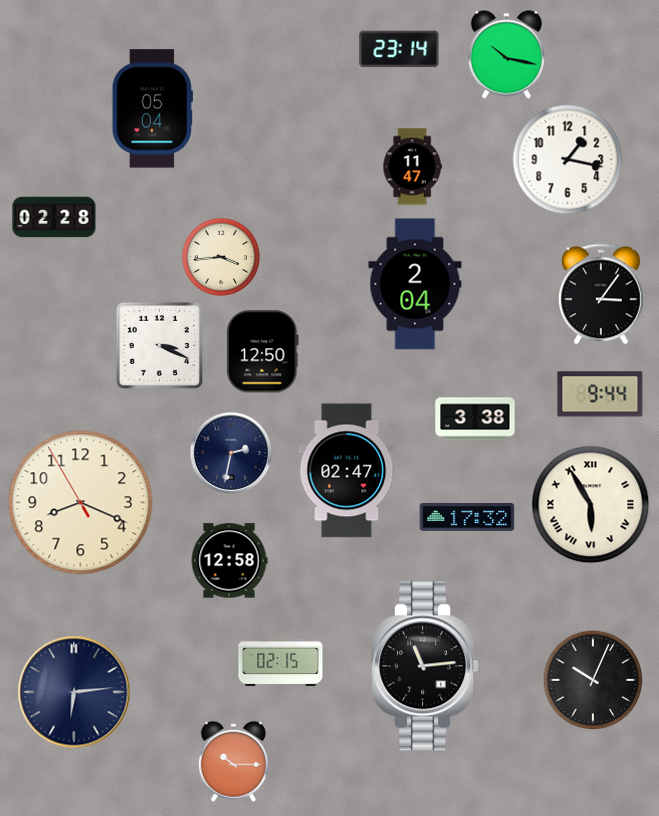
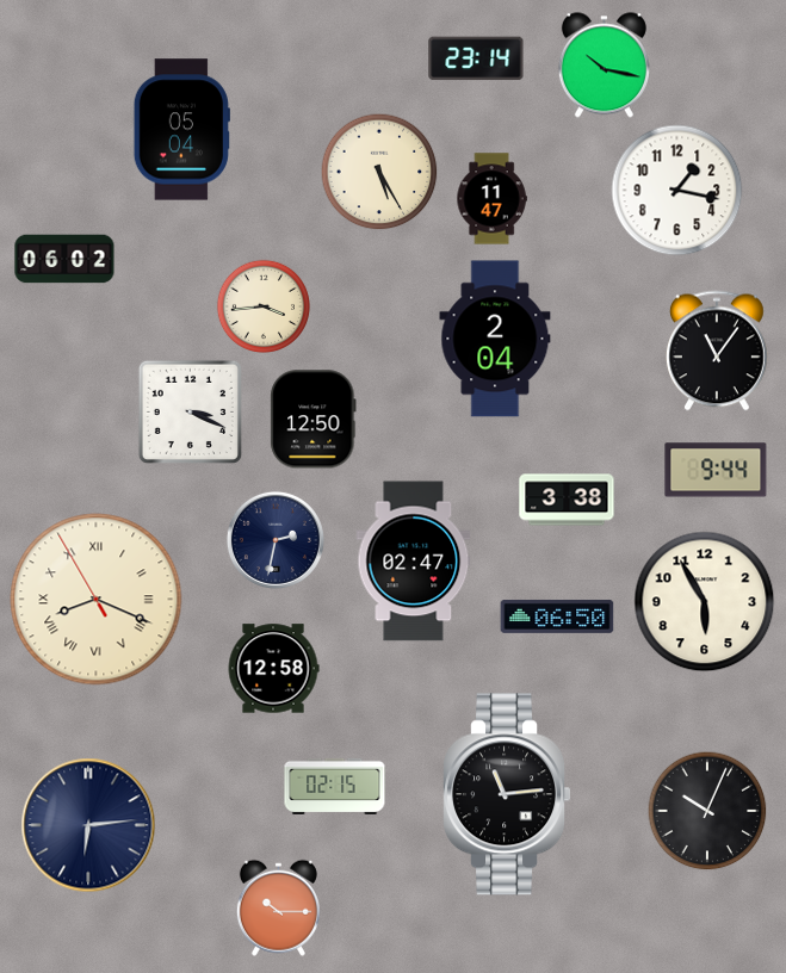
clock at (379, 172): none -> 5:25
clock at (54, 217): 02:28 -> 06:02
clock at (601, 294): 3:06 -> 11:06
clock at (81, 503) numerals: Arabic -> Roman
clock at (591, 505) numerals: Roman -> Arabic
clock at (467, 517): 17:32 -> 06:50
clock at (281, 662) position: (281, 662) -> (335, 786)
